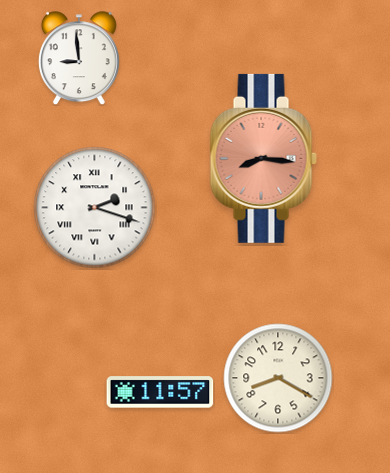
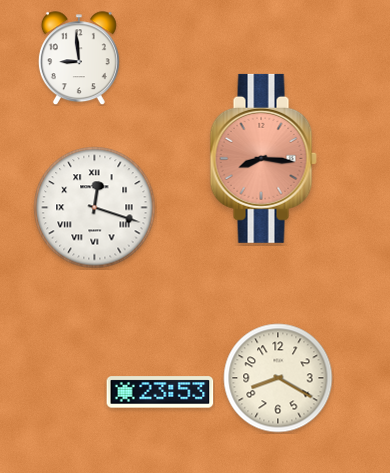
clock at (95, 208): 2:18 -> 12:18
clock at (160, 392): 11:57 -> 23:53
